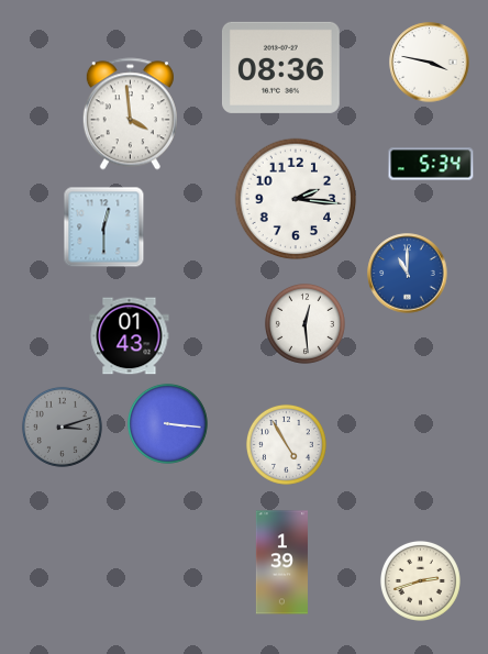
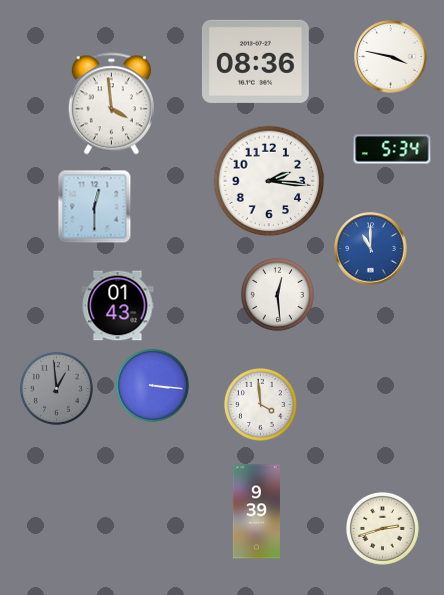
clock at (130, 114) position: (130, 114) -> (111, 104)
clock at (62, 426): 3:12 -> 12:59
clock at (286, 444): 4:55 -> 3:59
clock at (281, 563): 1:39 -> 9:39
